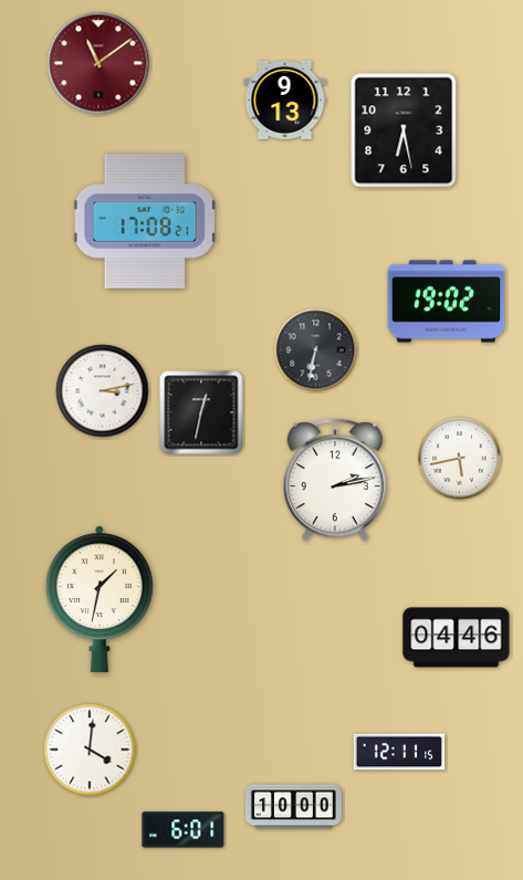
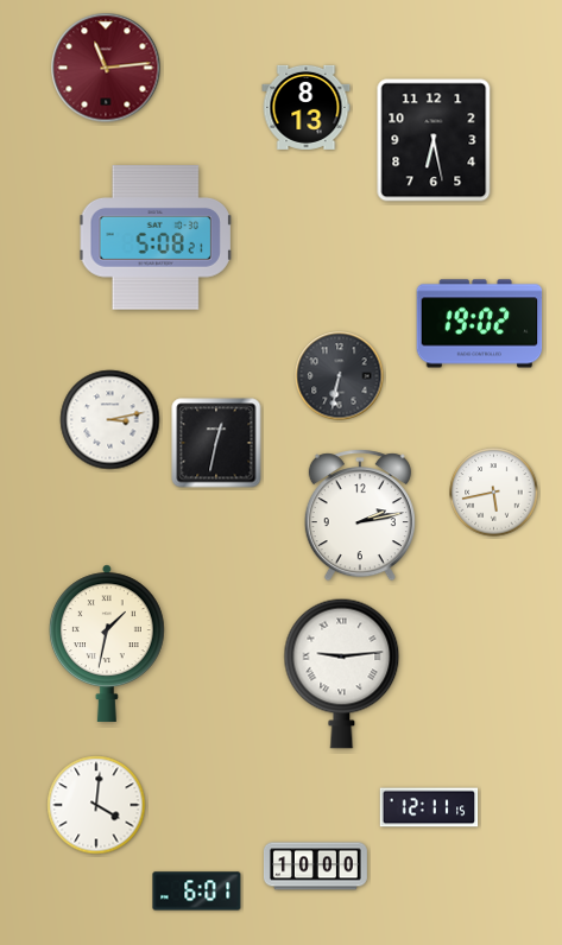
clock at (98, 63): 11:09 -> 11:14
clock at (285, 99): 9:13 -> 8:13
clock at (145, 221): 17:08 -> 5:08
clock at (342, 673): none -> 9:14
clock at (457, 638): 04:46 -> none
